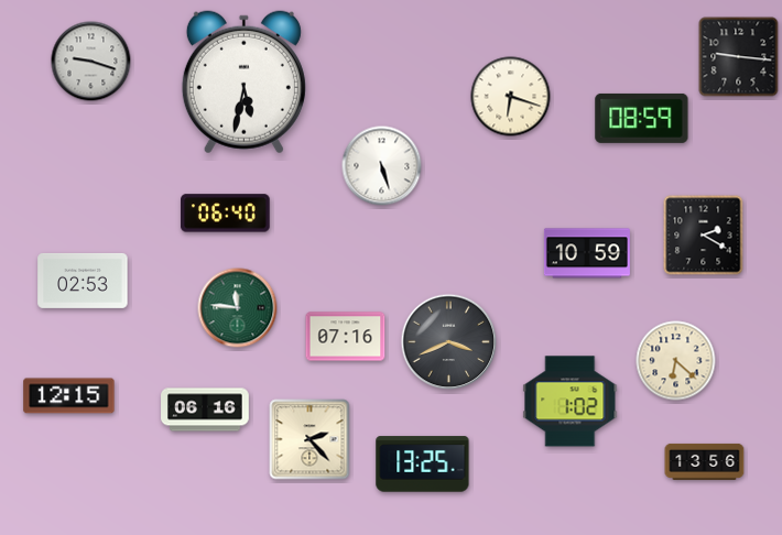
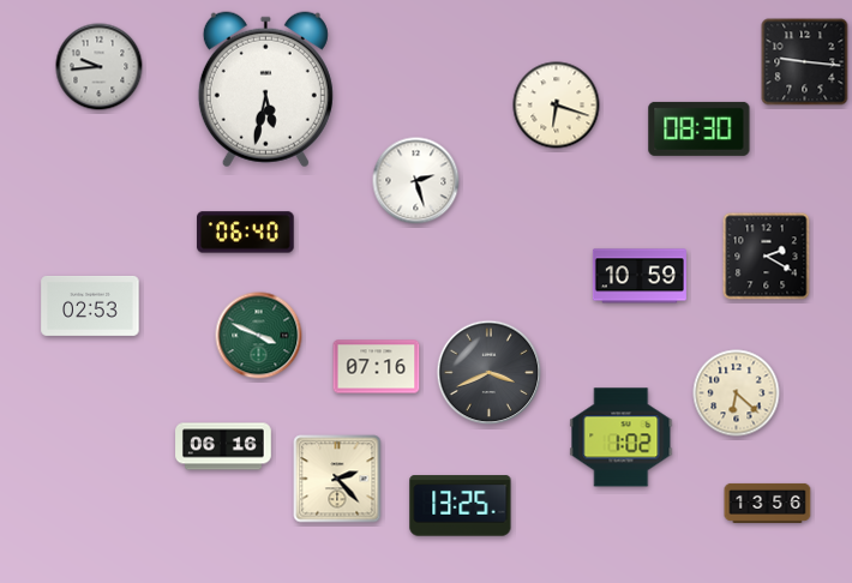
clock at (91, 62): 9:18 -> 9:44
clock at (642, 118): 08:59 -> 08:30
clock at (382, 166): 5:27 -> 2:27
clock at (238, 308): 11:46 -> 3:49
clock at (69, 396): 12:15 -> none
